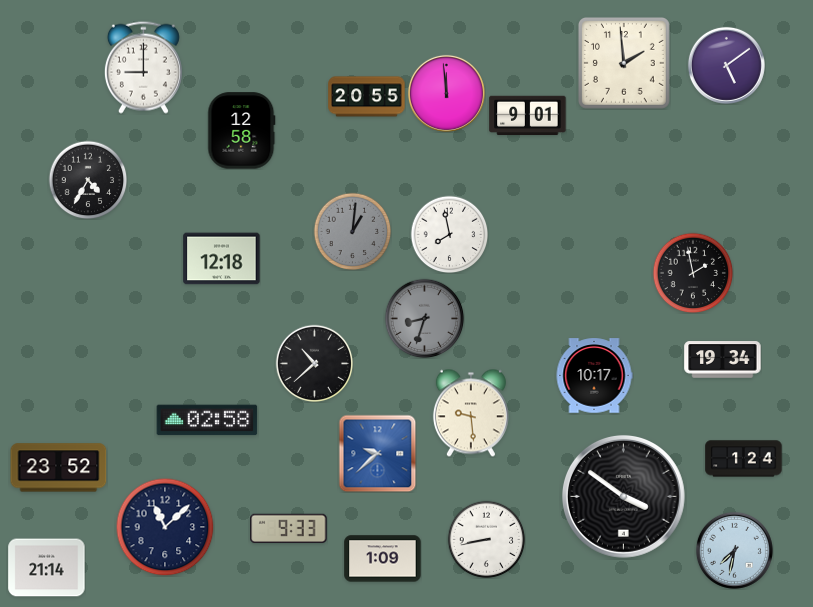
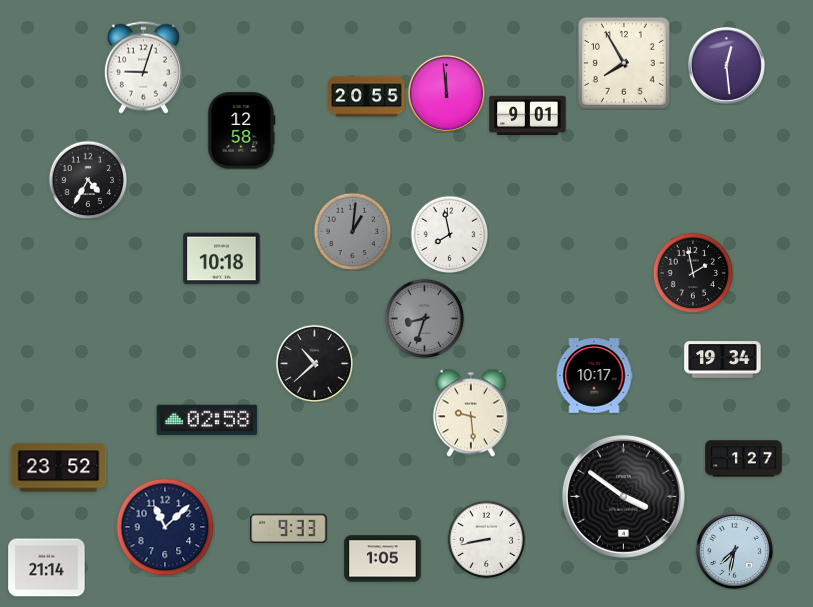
clock at (624, 63): 1:59 -> 7:55
clock at (726, 65): 5:09 -> 12:29
clock at (143, 67): 9:00 -> 9:03
clock at (222, 259): 12:18 -> 10:18
clock at (377, 453): 9:38 -> none
clock at (744, 459): 1:24 -> 1:27
clock at (383, 559): 1:09 -> 1:05
